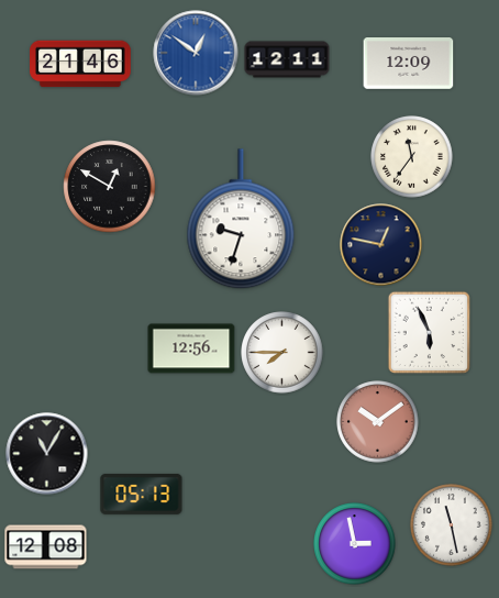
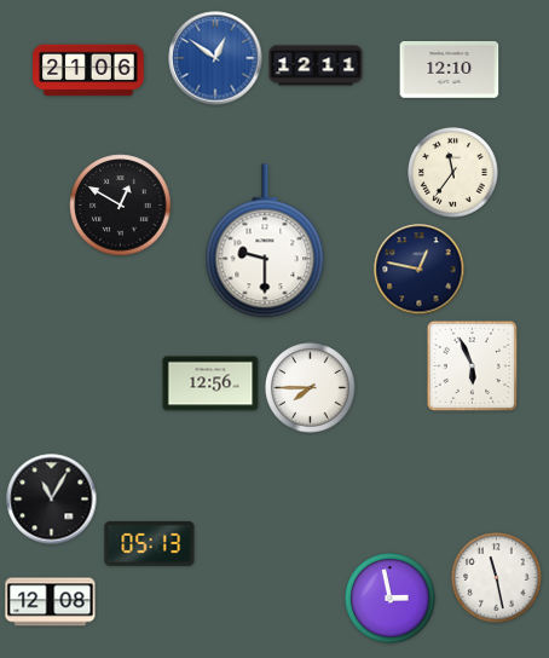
clock at (80, 64): 21:46 -> 21:06
clock at (409, 64): 12:09 -> 12:10
clock at (241, 220): 9:33 -> 9:30
clock at (378, 422): 10:09 -> none
clock at (142, 494) position: (142, 494) -> (150, 543)
